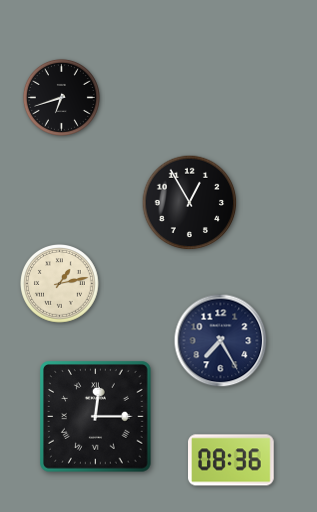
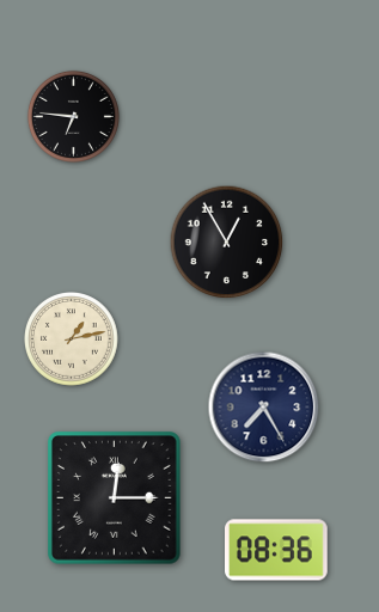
clock at (61, 97): 6:42 -> 6:46
